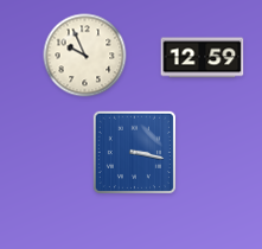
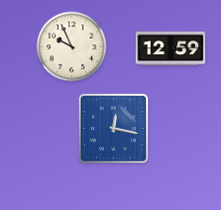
clock at (134, 152): 3:17 -> 12:17
